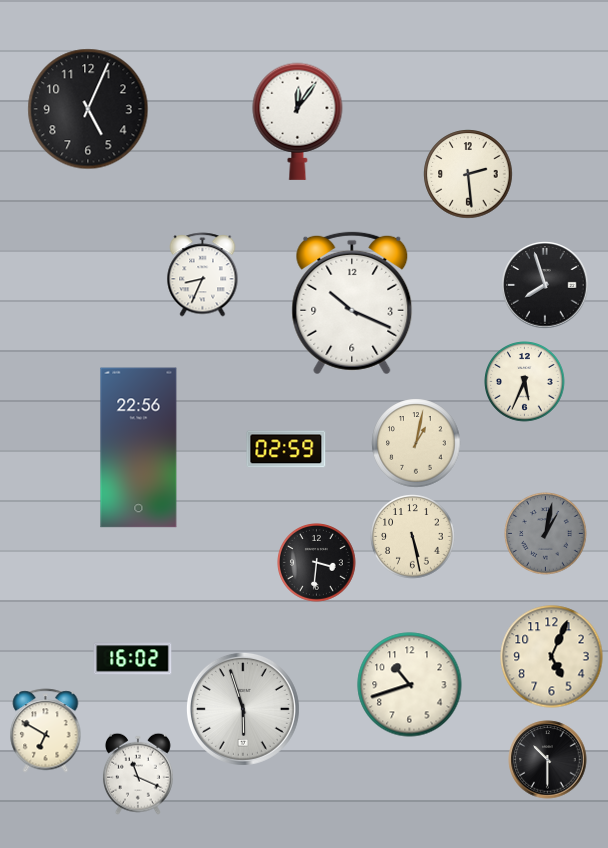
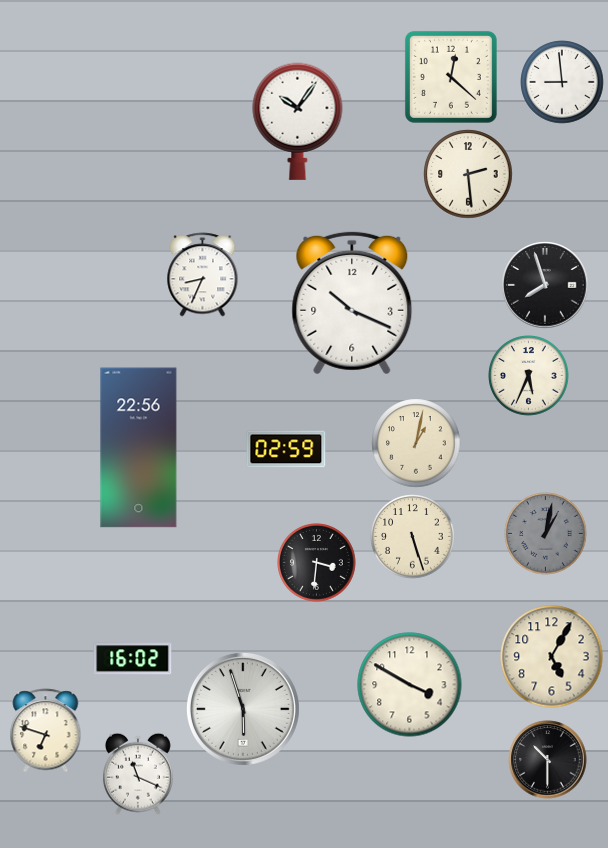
clock at (451, 77): none -> 12:22
clock at (562, 82): none -> 8:59
clock at (88, 109): 5:04 -> none
clock at (298, 121): 12:06 -> 10:06
clock at (525, 382) position: (525, 382) -> (529, 376)
clock at (413, 537): 5:28 -> 5:27
clock at (552, 657): 5:04 -> 5:05
clock at (410, 685): 10:42 -> 3:50
clock at (46, 731): 6:50 -> 6:48
